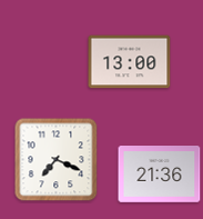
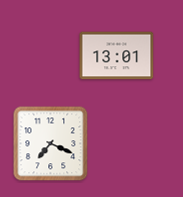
clock at (130, 62): 13:00 -> 13:01
clock at (160, 175): 21:36 -> none
